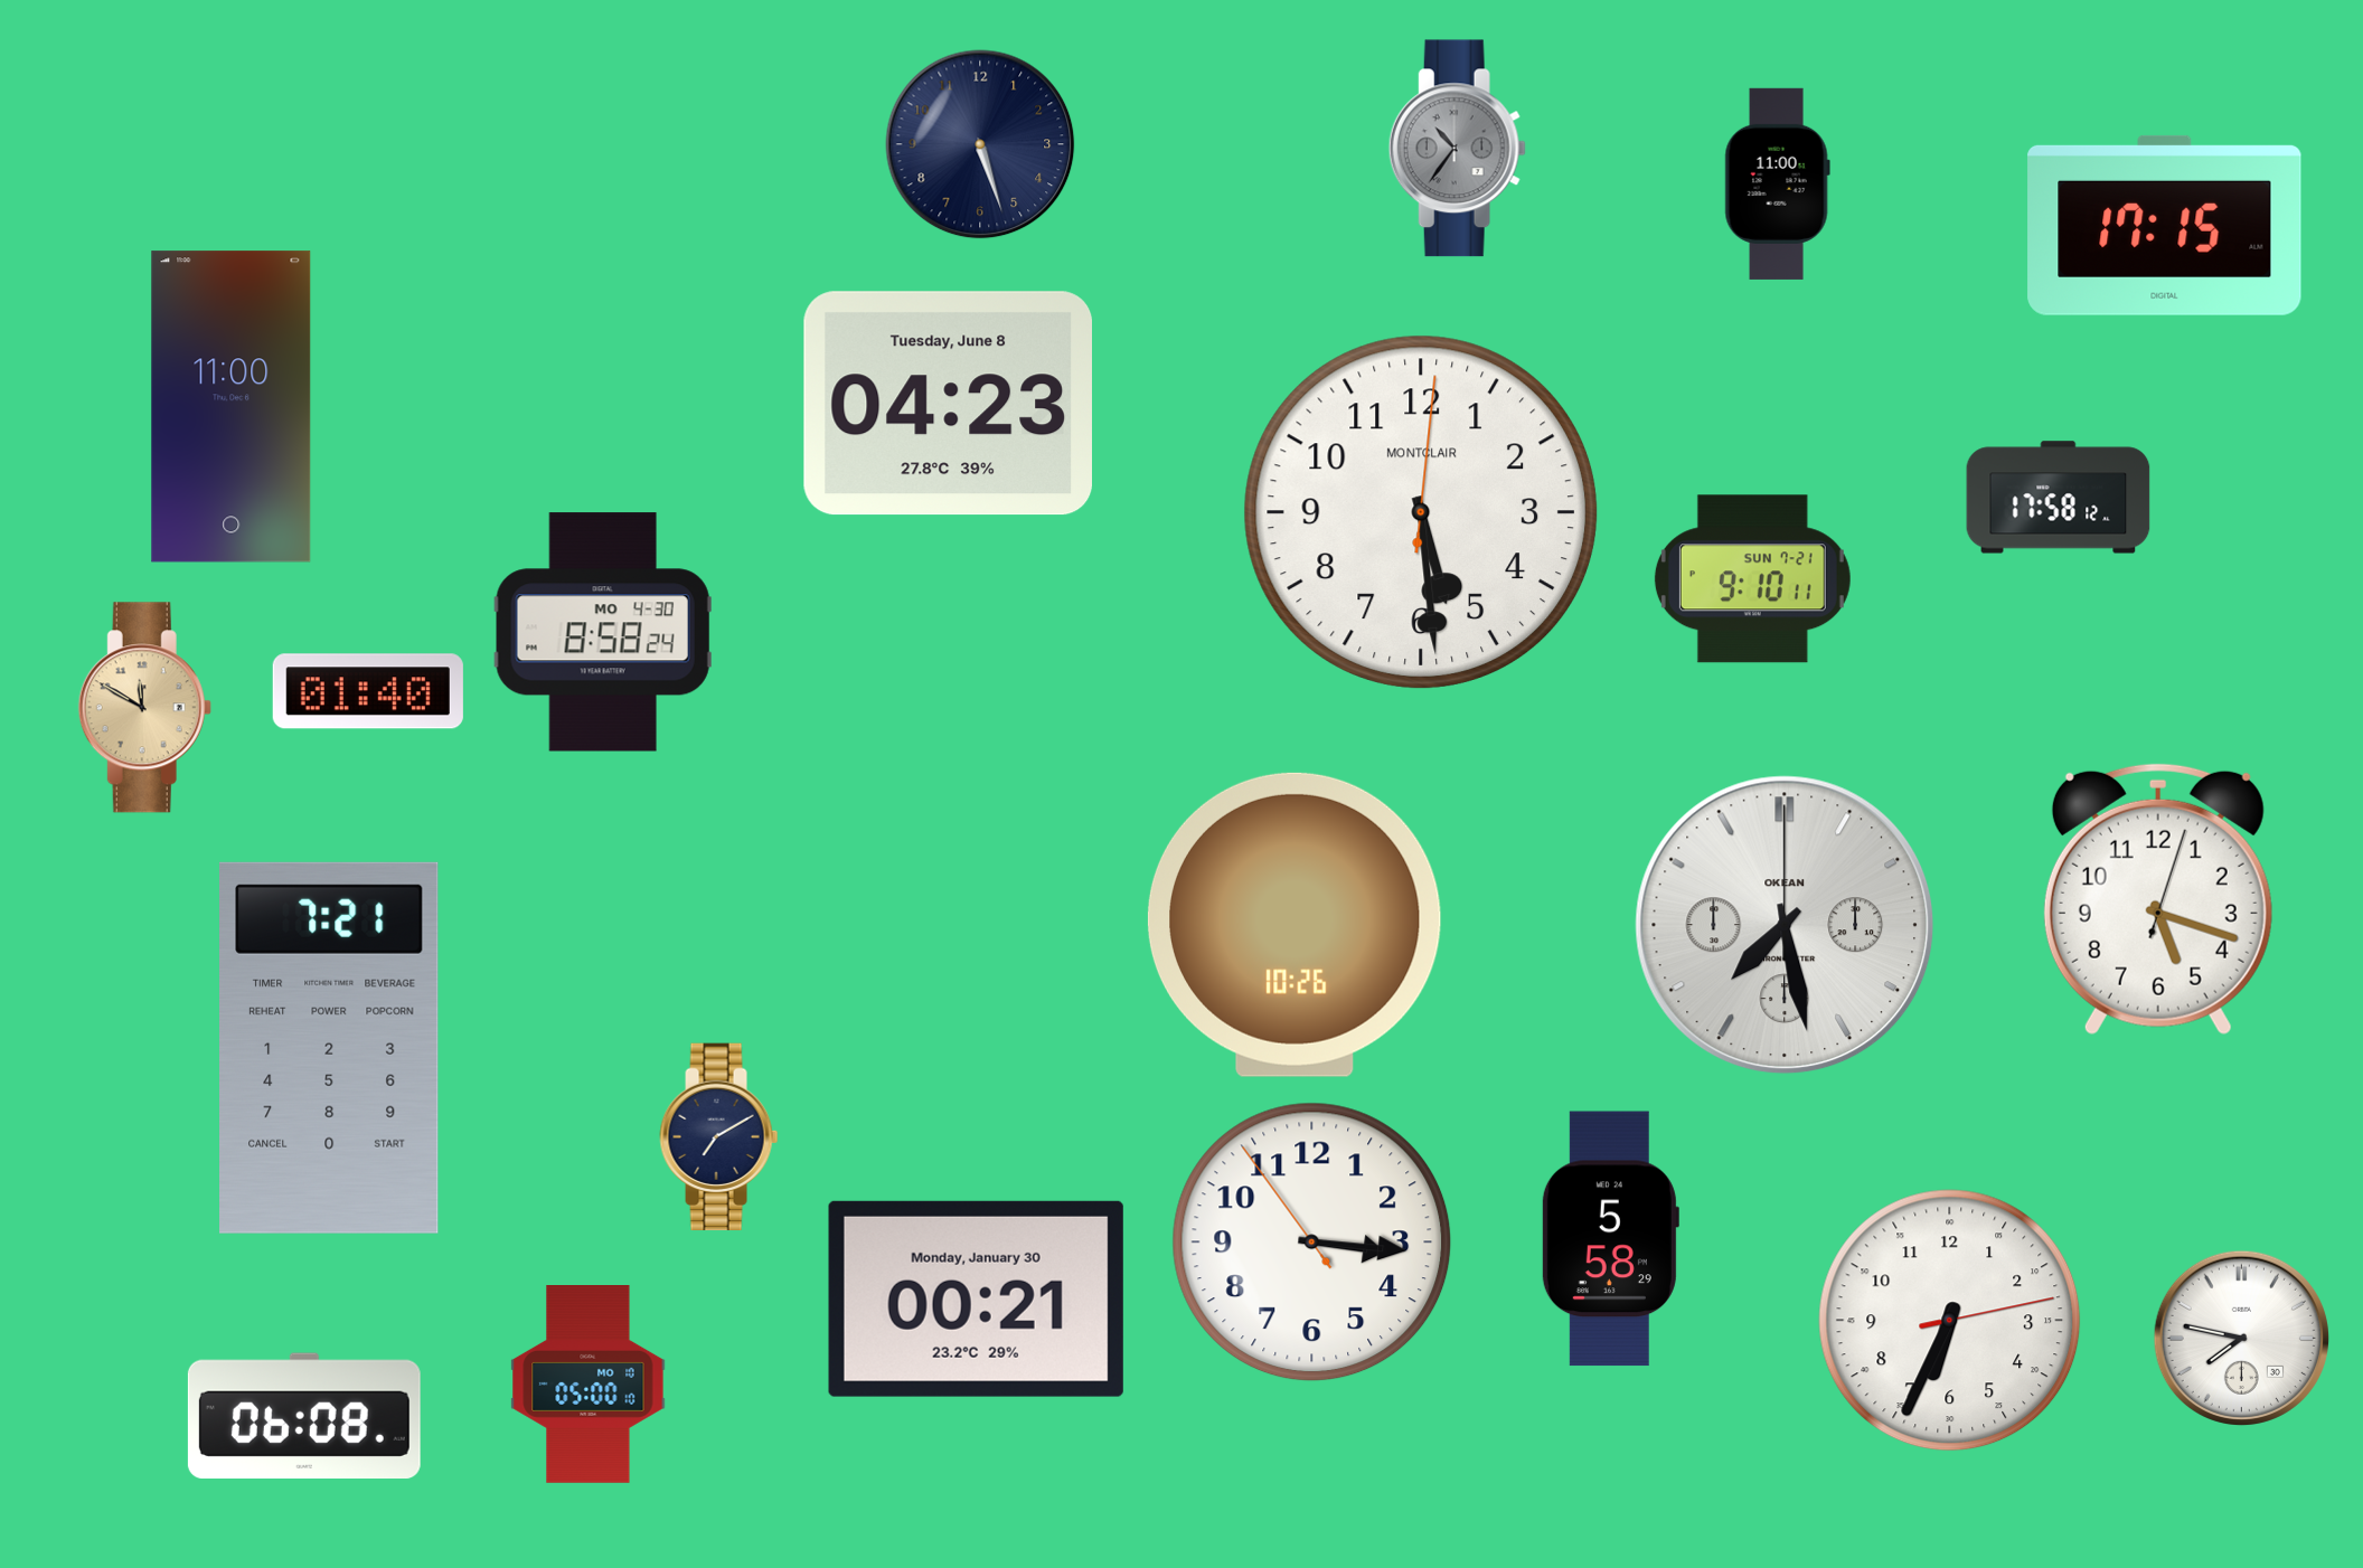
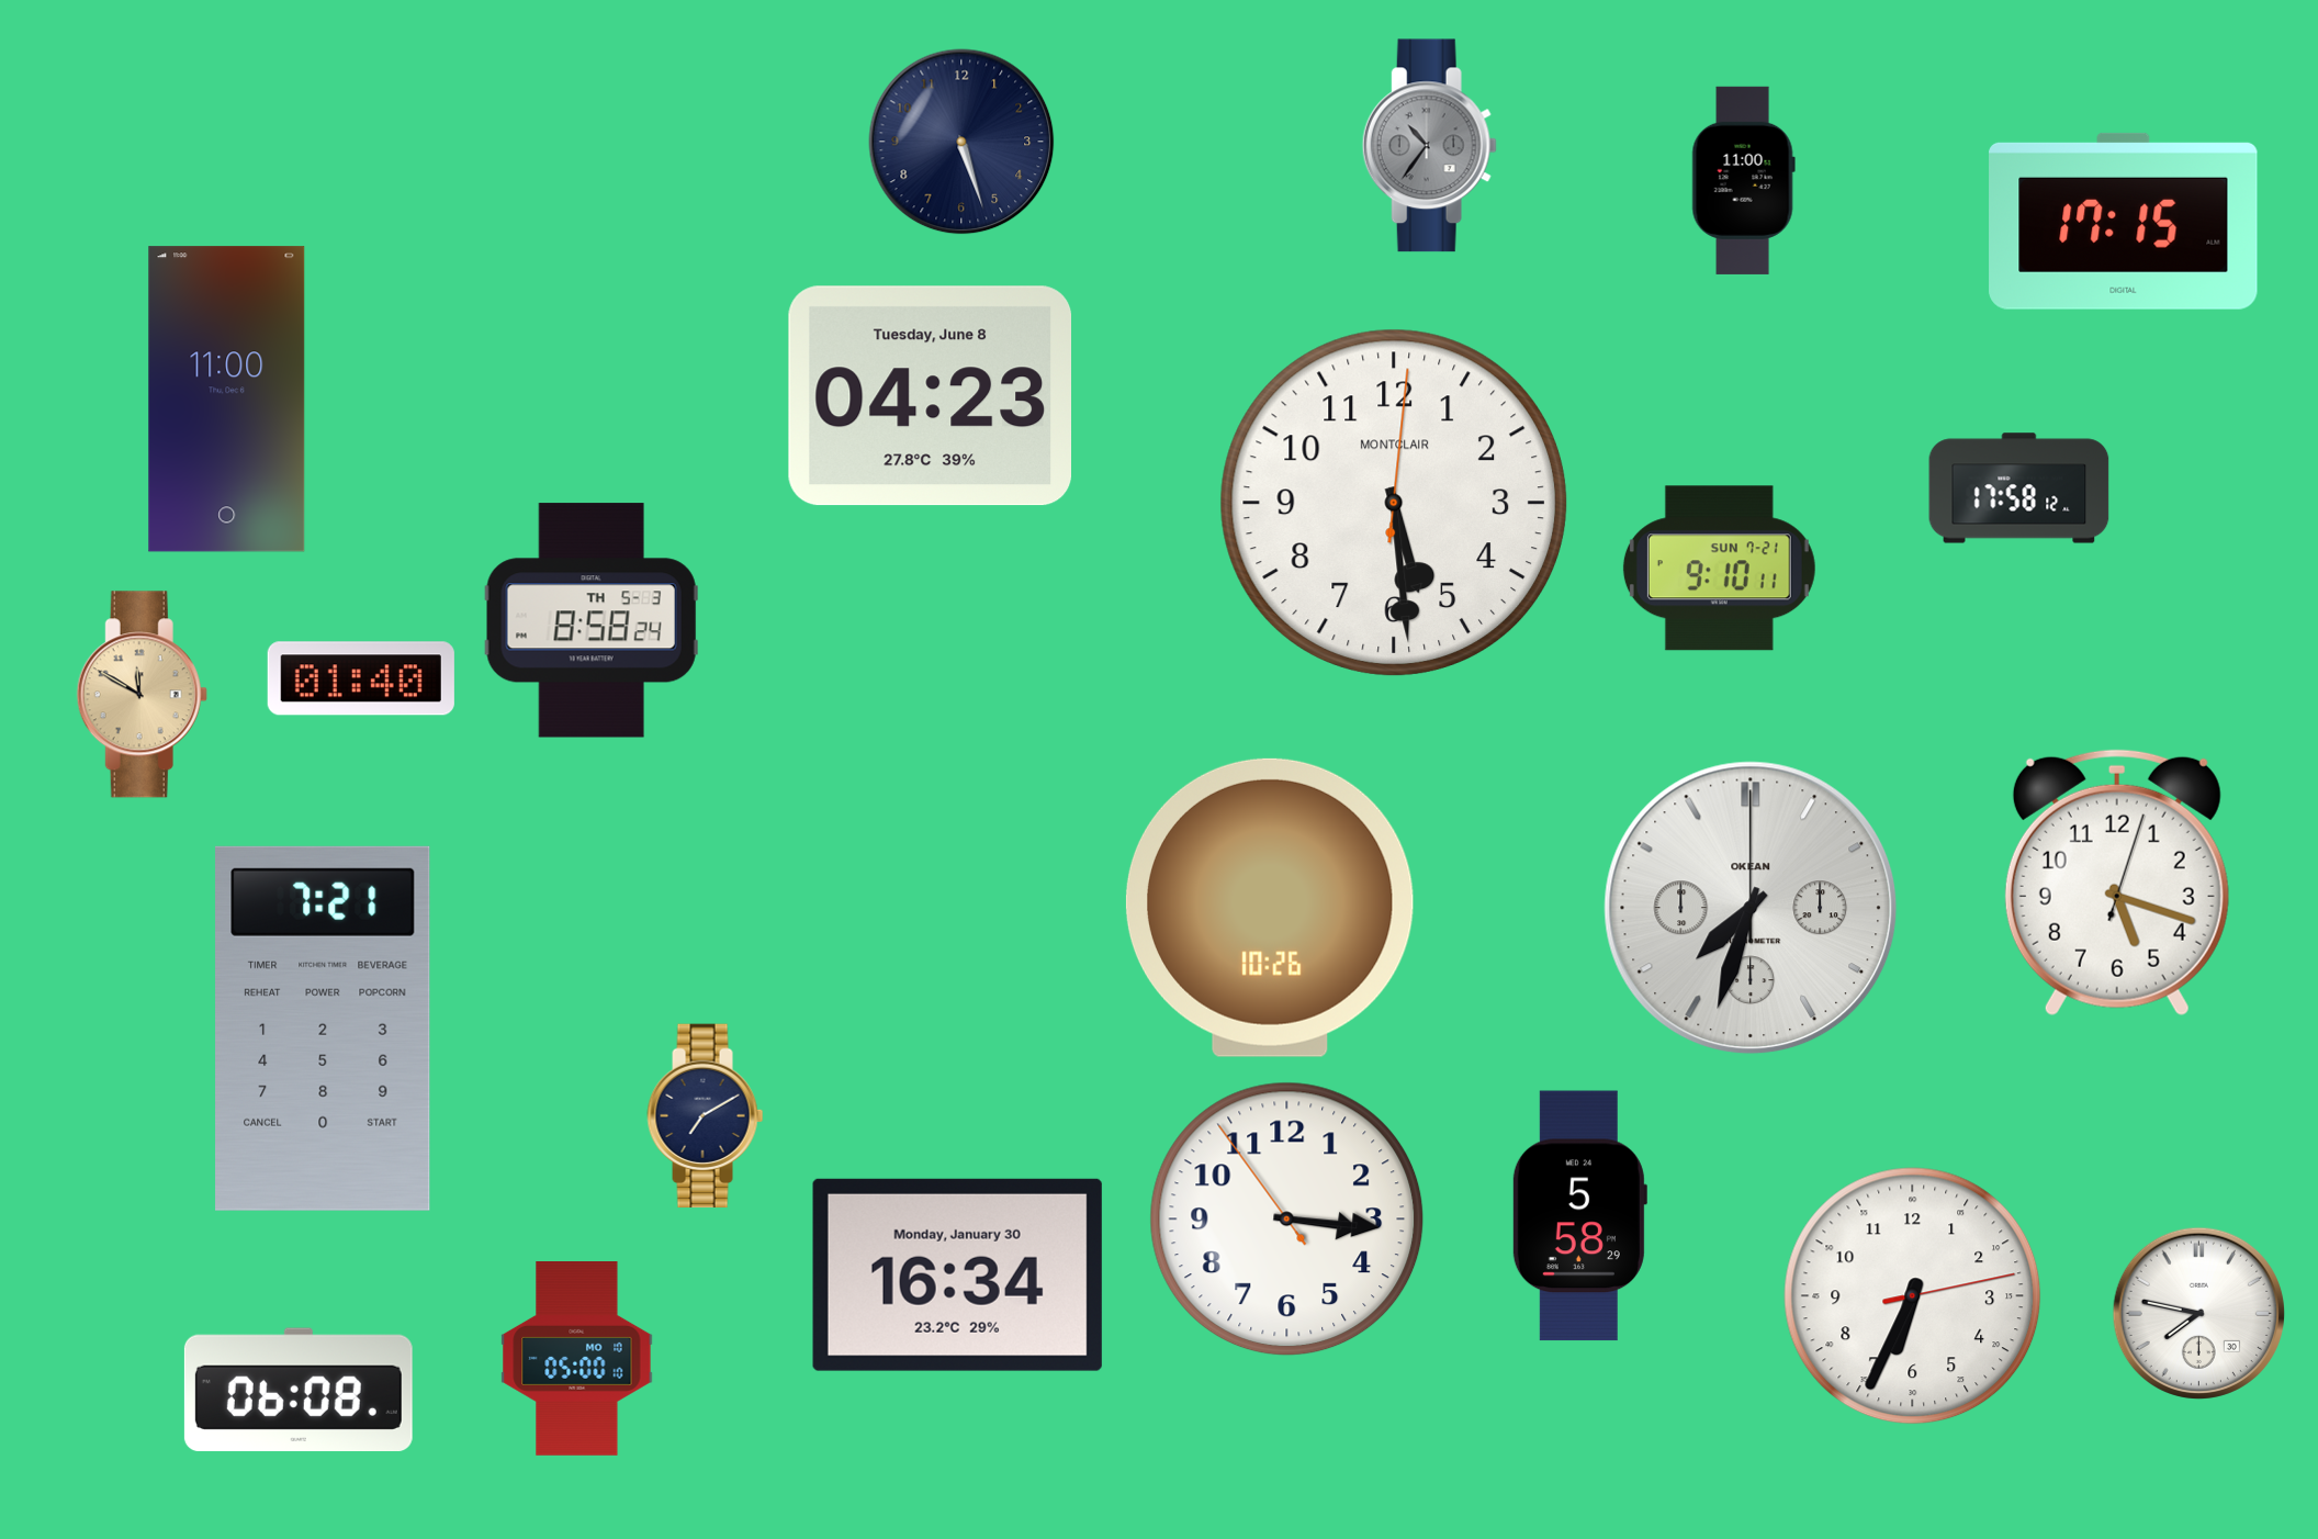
clock at (603, 632) date: MO 4-30 -> TH 5-3
clock at (1785, 925): 7:28 -> 7:33
clock at (976, 1298): 00:21 -> 16:34
